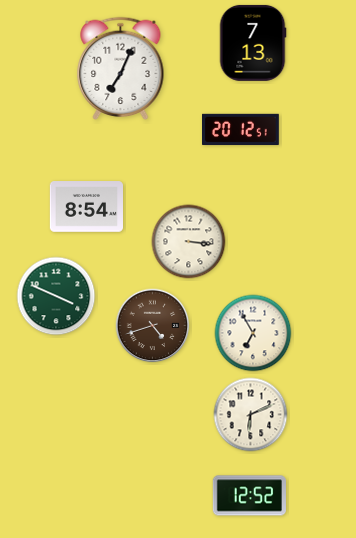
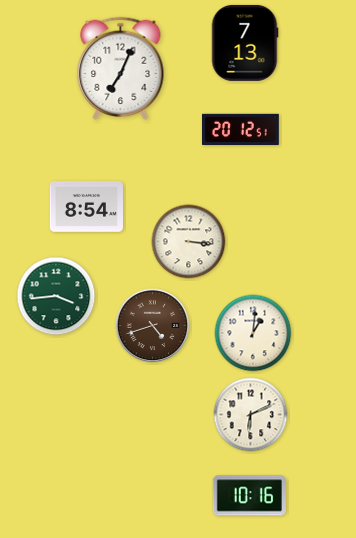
clock at (253, 43) position: (253, 43) -> (245, 43)
clock at (56, 296): 3:49 -> 3:44
clock at (253, 333): 6:55 -> 1:01
clock at (249, 496): 12:52 -> 10:16
